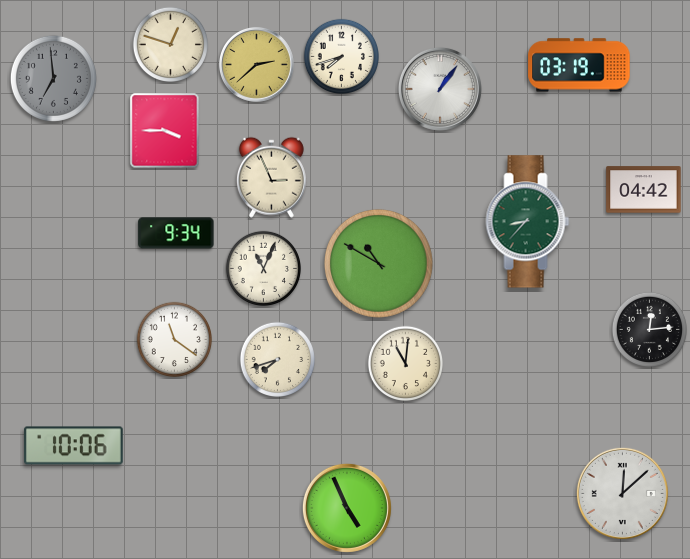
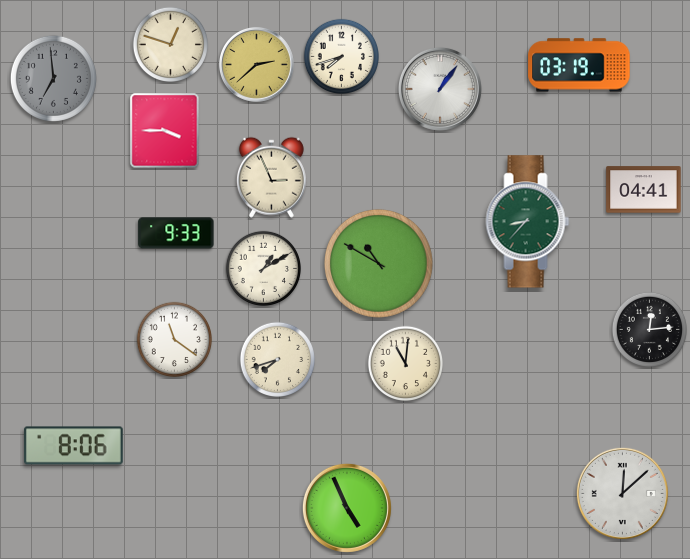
clock at (644, 190): 04:42 -> 04:41
clock at (176, 233): 9:34 -> 9:33
clock at (264, 269): 11:04 -> 1:10
clock at (74, 446): 10:06 -> 8:06
